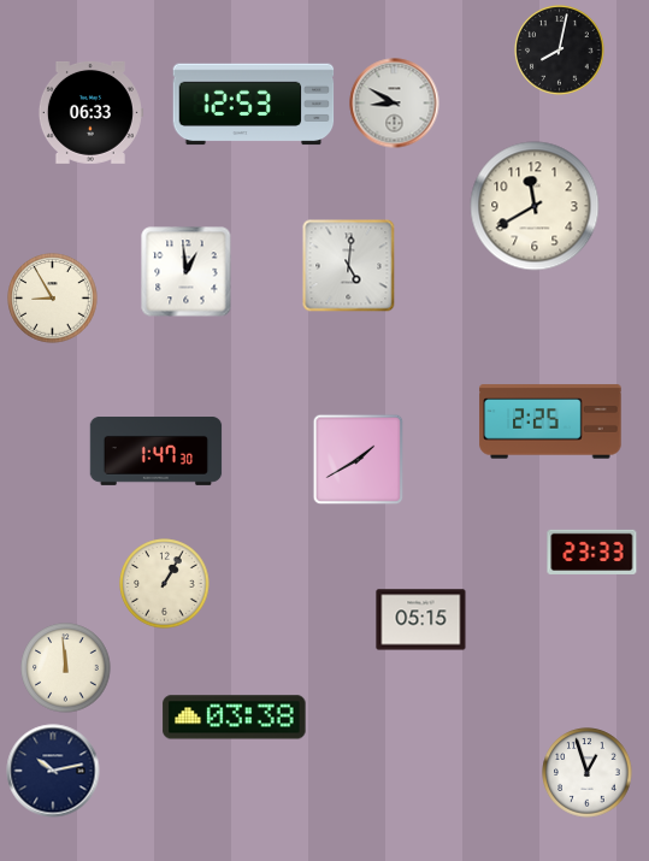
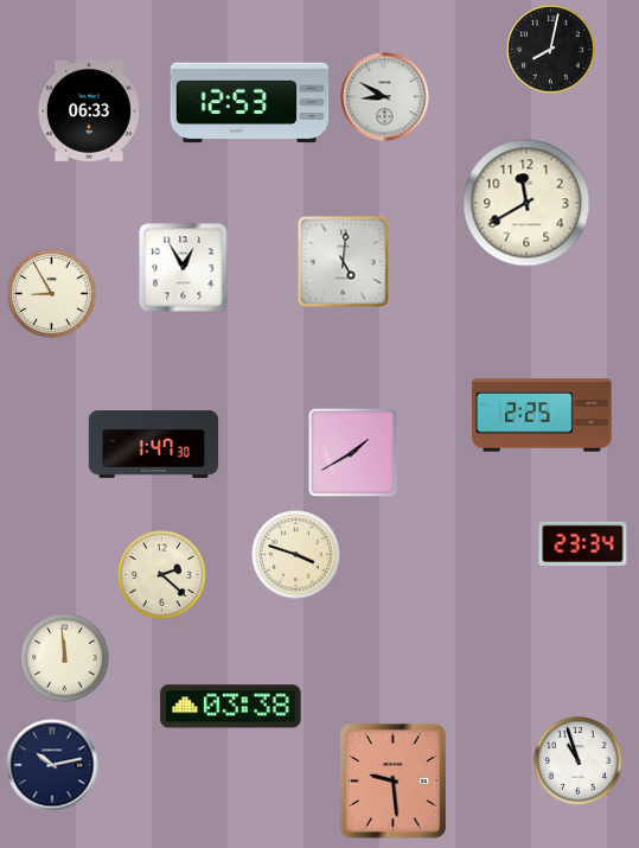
clock at (395, 104) position: (395, 104) -> (385, 97)
clock at (187, 272): 12:59 -> 12:55
clock at (592, 552): 23:33 -> 23:34
clock at (296, 555): none -> 3:48
clock at (165, 584): 1:05 -> 2:22
clock at (421, 620): 05:15 -> none
clock at (53, 771) position: (53, 771) -> (52, 765)
clock at (588, 773): 12:57 -> 10:57
clock at (392, 780): none -> 9:29
